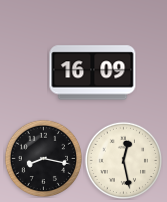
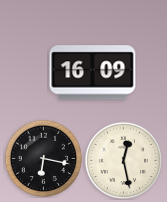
clock at (43, 158): 8:17 -> 6:17
